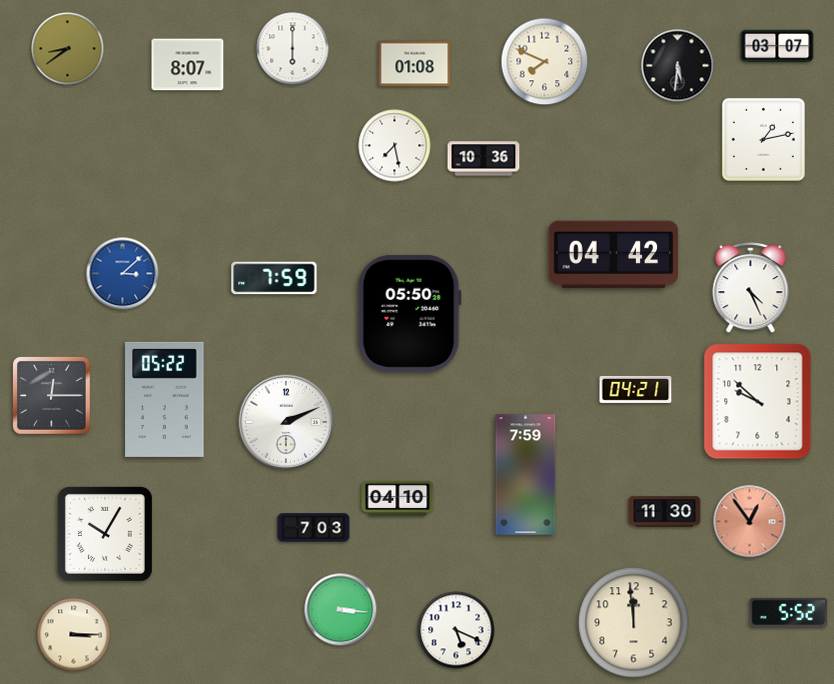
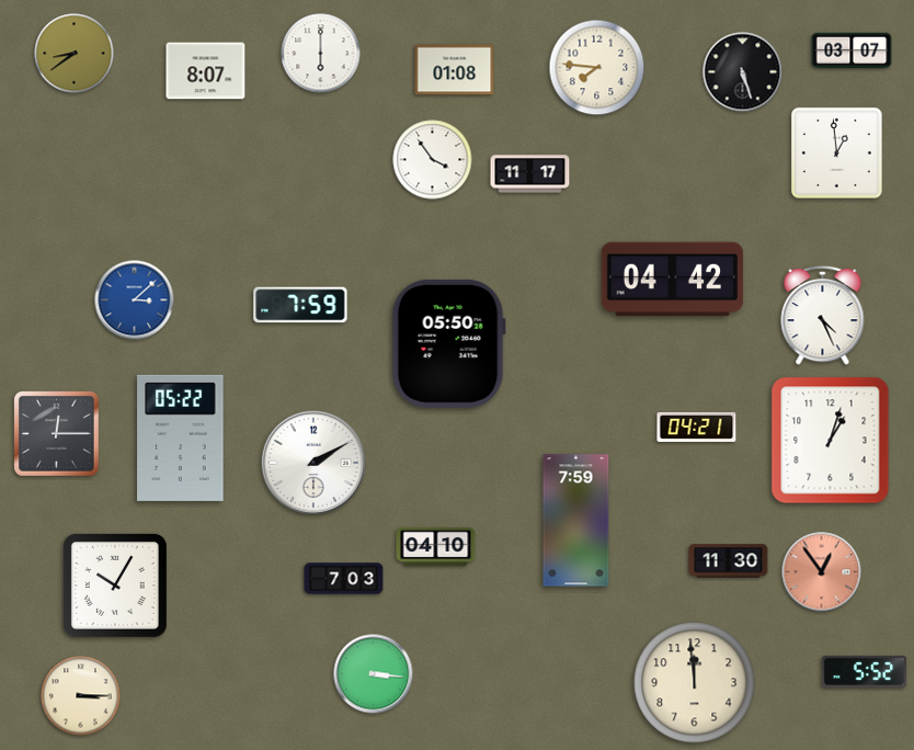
clock at (545, 62): 7:49 -> 7:46
clock at (678, 66): 5:31 -> 5:27
clock at (763, 139): 1:13 -> 12:59
clock at (395, 146): 7:28 -> 3:54
clock at (484, 159): 10:36 -> 11:17
clock at (758, 402): 9:52 -> 1:03
clock at (286, 422): 2:11 -> 2:10
clock at (341, 610) position: (341, 610) -> (374, 674)
clock at (456, 630): 5:19 -> none
